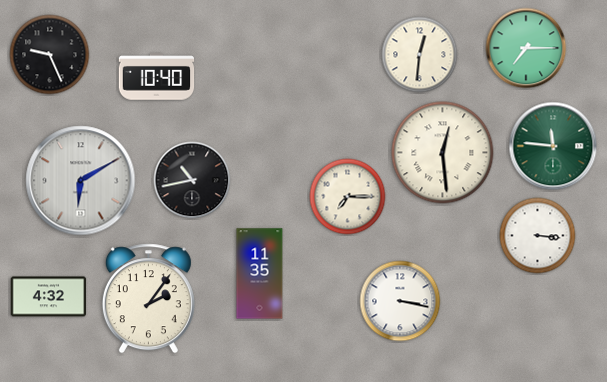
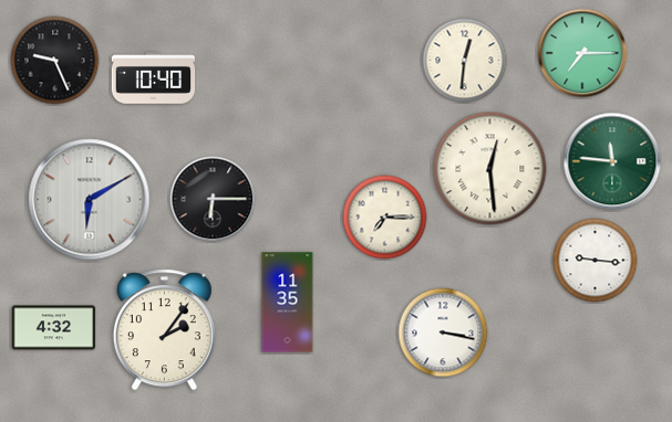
clock at (157, 77) position: (157, 77) -> (154, 78)
clock at (192, 180): 10:43 -> 6:15
clock at (538, 236): 3:16 -> 9:16
